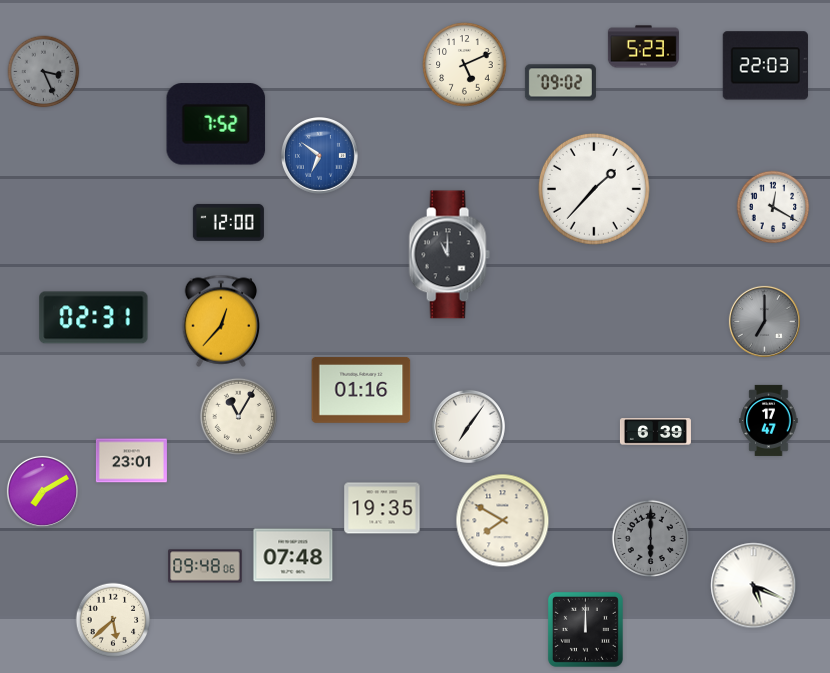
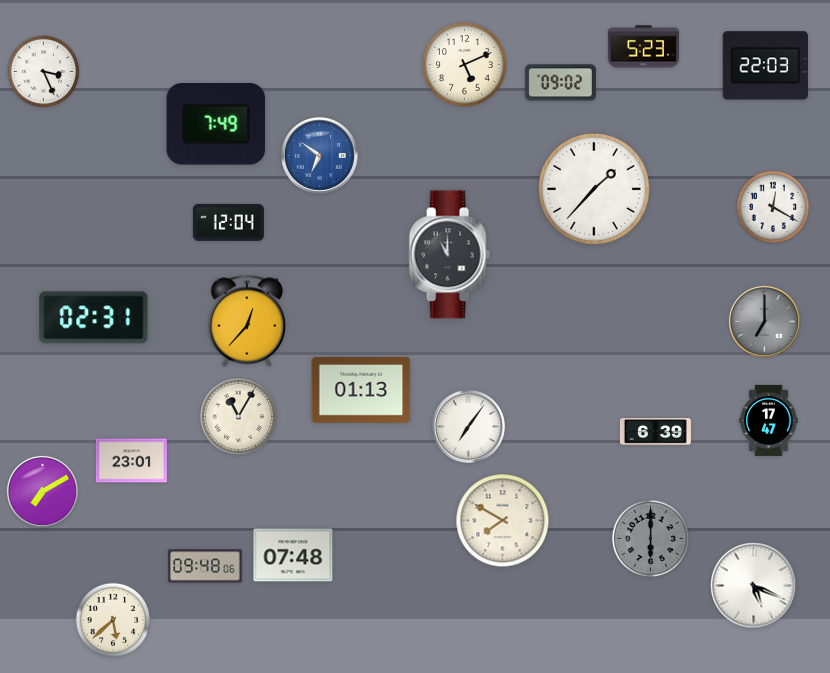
clock at (44, 72) dial: grey -> white
clock at (216, 124): 7:52 -> 7:49
clock at (228, 222): 12:00 -> 12:04
clock at (221, 321) position: (221, 321) -> (247, 321)
clock at (361, 390): 01:16 -> 01:13
clock at (382, 508): 19:35 -> none
clock at (585, 629): 12:00 -> none
